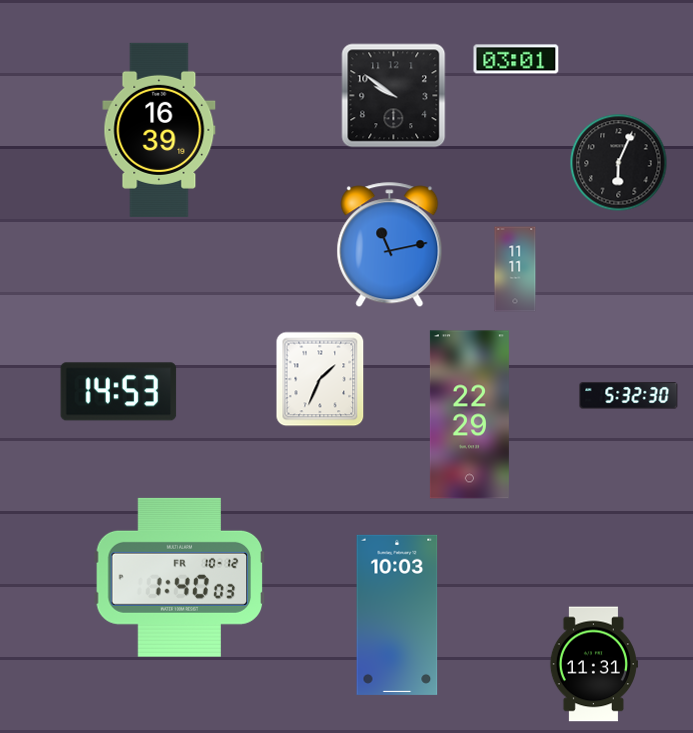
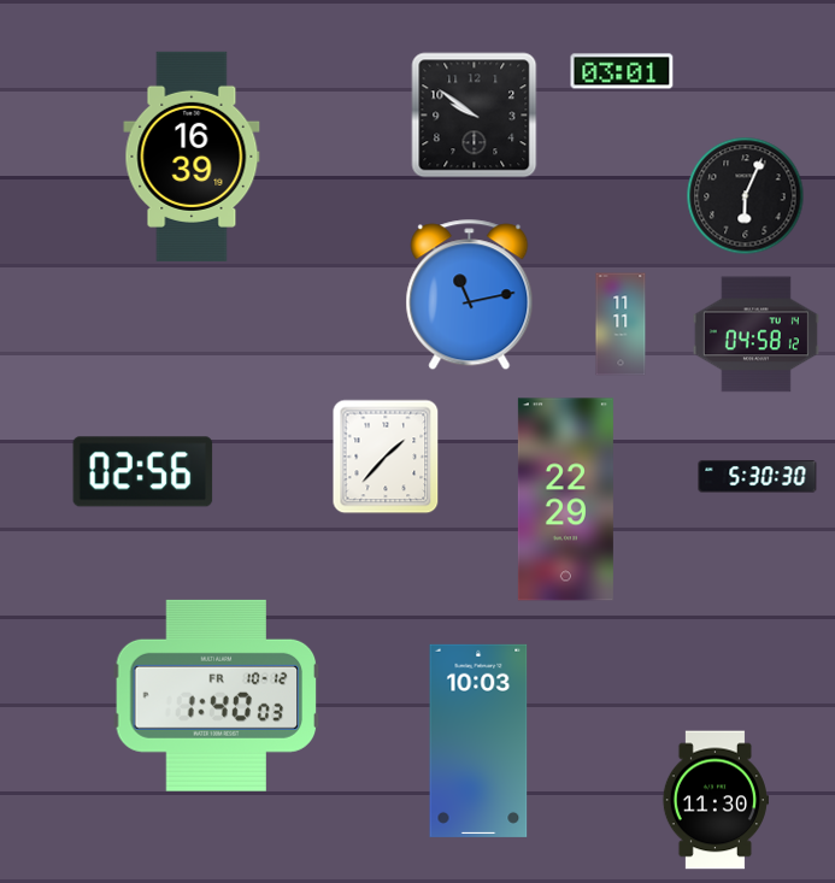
clock at (755, 335): none -> 04:58
clock at (320, 379): 1:34 -> 1:37
clock at (119, 392): 14:53 -> 02:56
clock at (629, 396): 5:32 -> 5:30
clock at (593, 664): 11:31 -> 11:30
